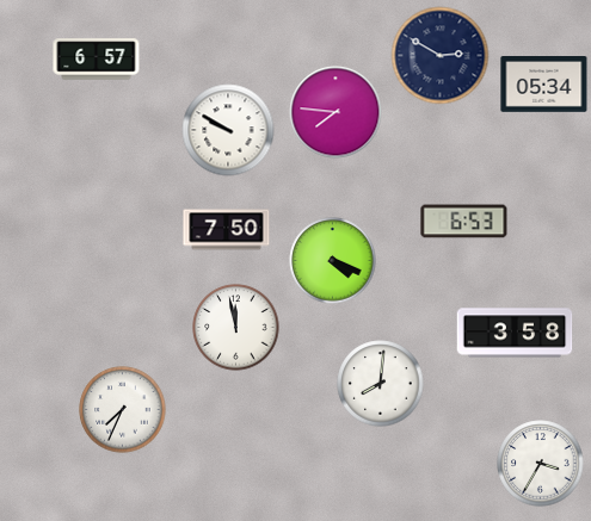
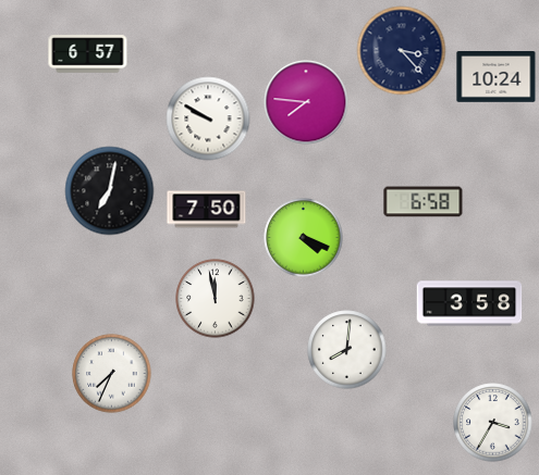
clock at (441, 56): 2:50 -> 3:23
clock at (544, 85): 05:34 -> 10:24
clock at (110, 191): none -> 7:02
clock at (464, 222): 6:53 -> 6:58
